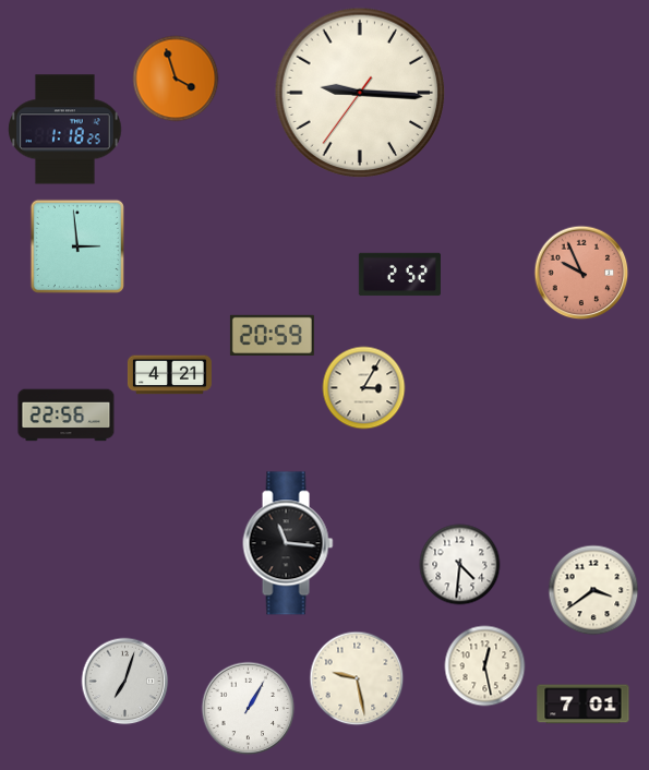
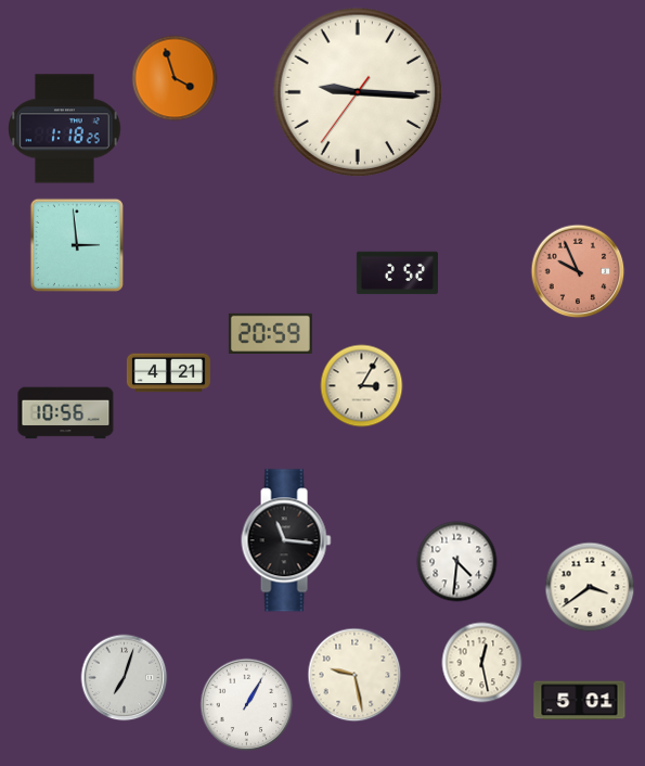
clock at (67, 416): 22:56 -> 10:56
clock at (584, 705): 7:01 -> 5:01
